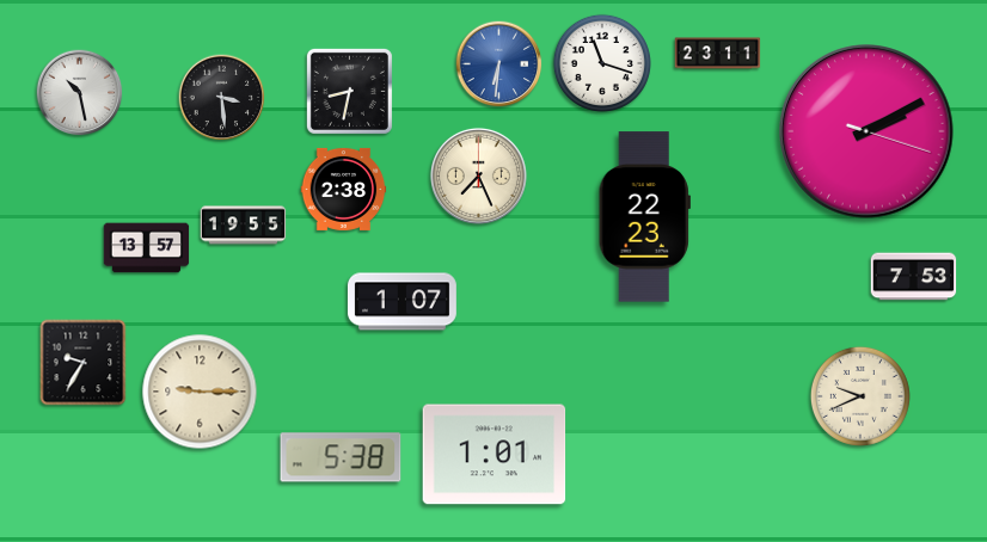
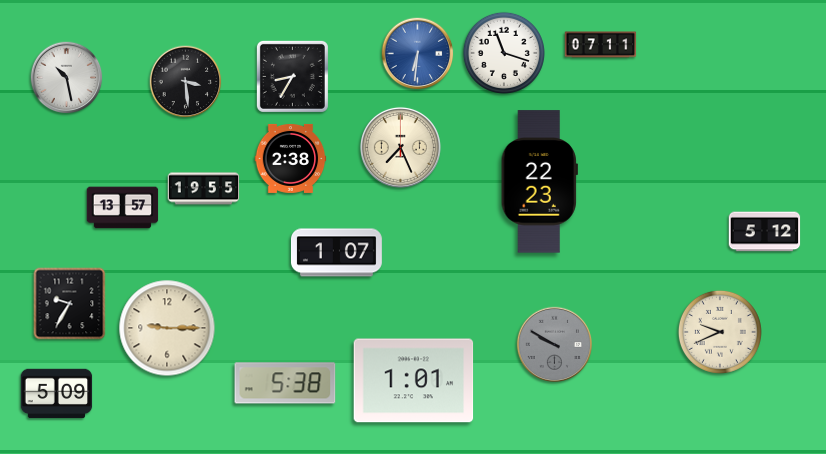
clock at (718, 54): 23:11 -> 07:11
clock at (349, 91): 8:32 -> 8:35
clock at (866, 131): 2:10 -> none
clock at (344, 189) position: (344, 189) -> (291, 158)
clock at (914, 277): 7:53 -> 5:12
clock at (554, 344): none -> 9:50
clock at (57, 394): none -> 5:09
